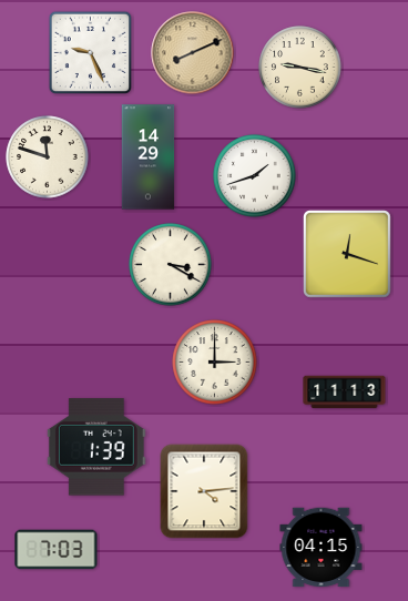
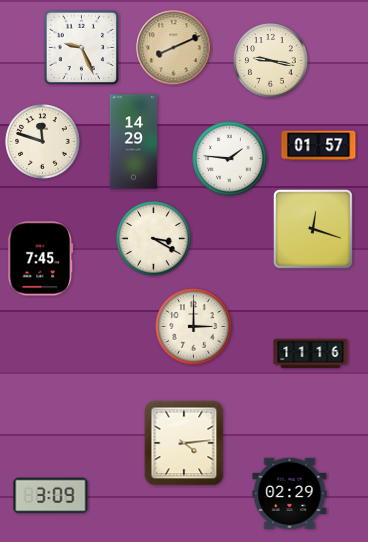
clock at (319, 146): none -> 01:57
clock at (255, 176): 1:42 -> 1:46
clock at (41, 259): none -> 7:45
clock at (345, 393): 11:13 -> 11:16
clock at (96, 447): 1:39 -> none
clock at (322, 548): 04:15 -> 02:29
clock at (57, 550): 7:03 -> 3:09
